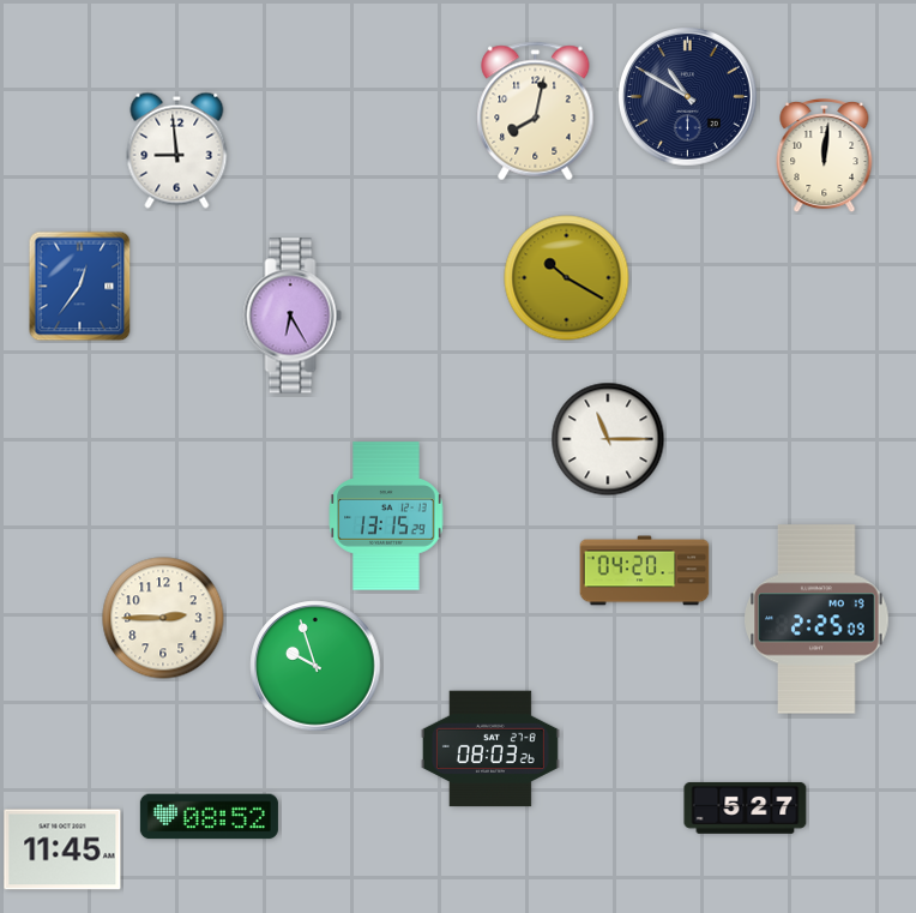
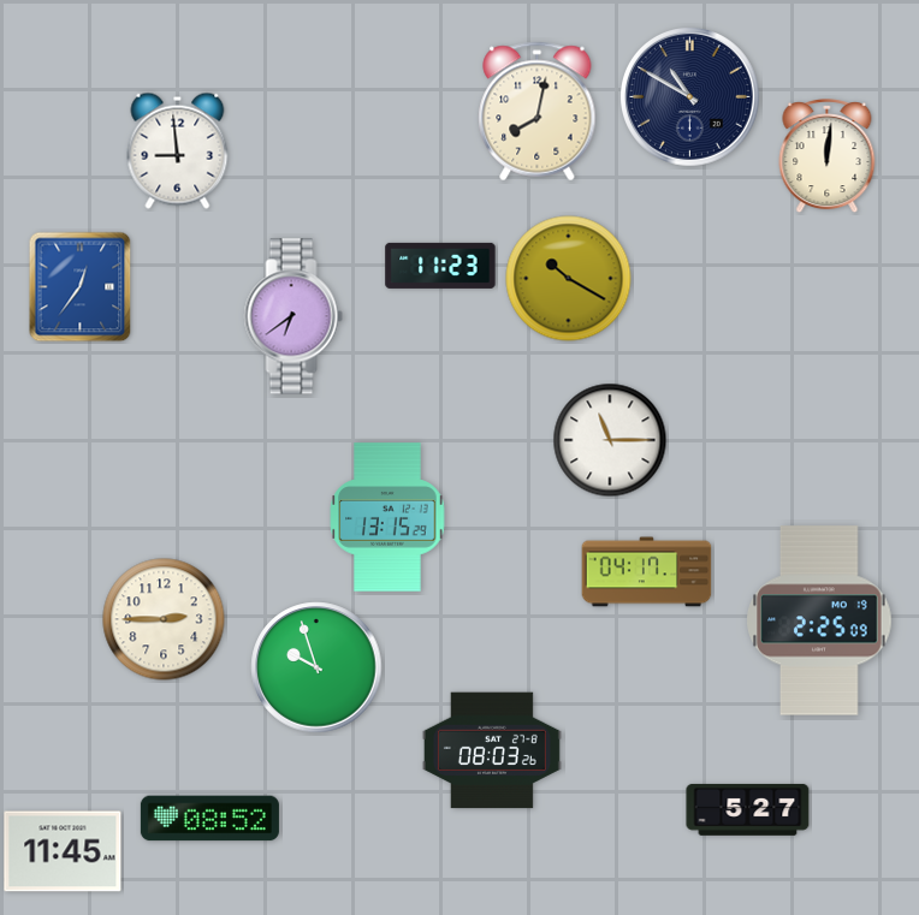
clock at (440, 266): none -> 11:23
clock at (293, 316): 6:25 -> 6:39
clock at (645, 571): 04:20 -> 04:17
